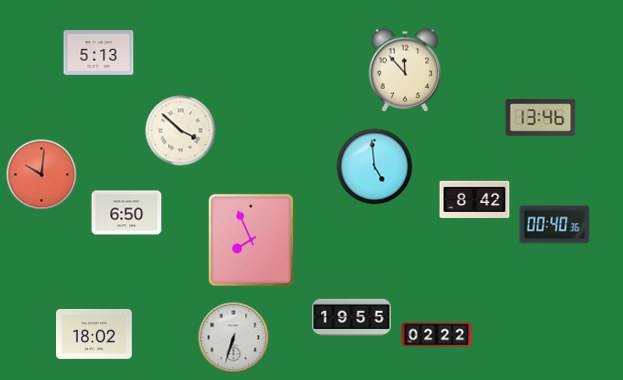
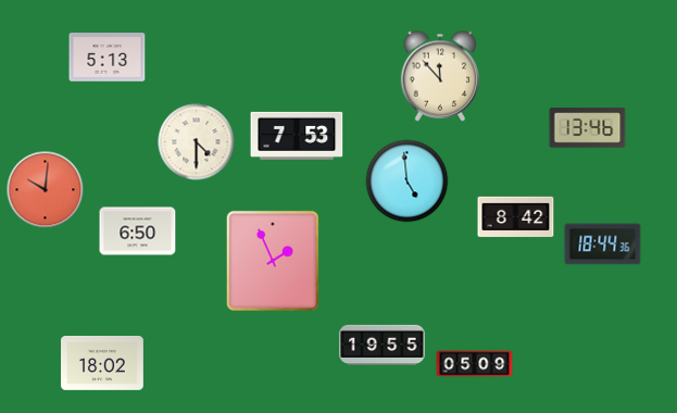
clock at (297, 136): none -> 7:53
clock at (181, 131): 3:52 -> 4:30
clock at (555, 225): 00:40 -> 18:44
clock at (251, 240): 7:56 -> 1:56
clock at (437, 335): 02:22 -> 05:09
clock at (234, 338): 6:33 -> none
